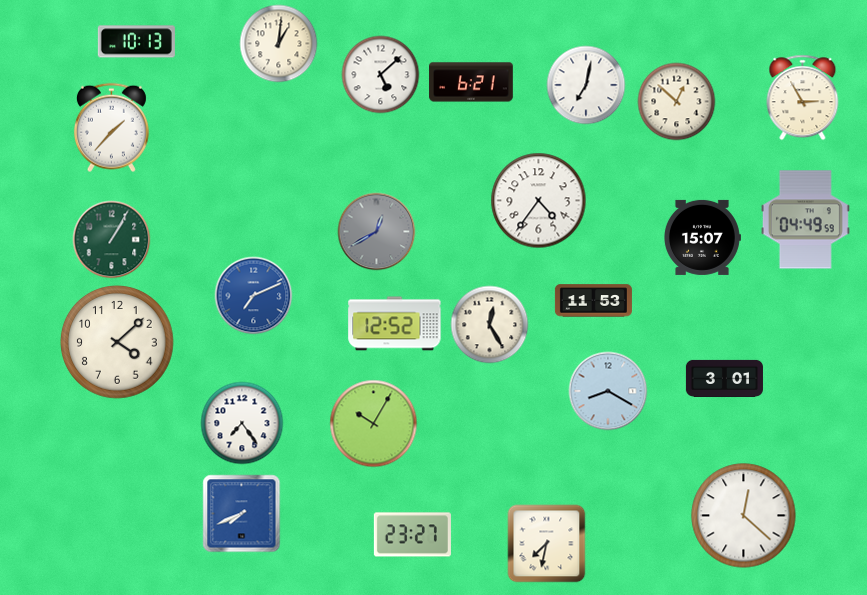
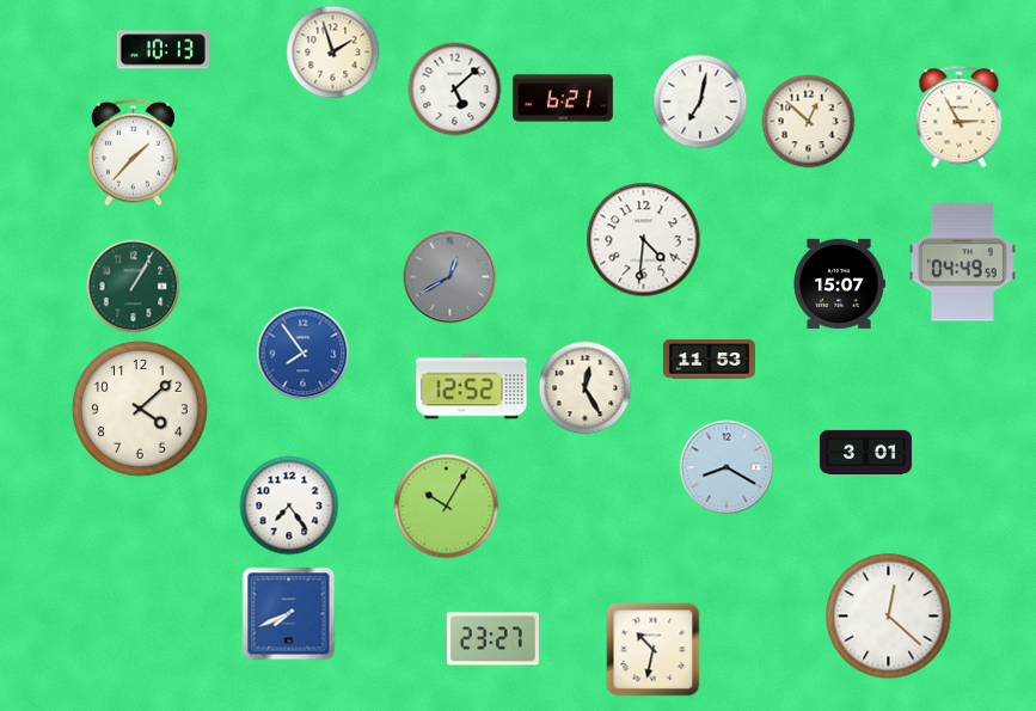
clock at (278, 43): 1:01 -> 1:57
clock at (538, 200): 4:36 -> 4:31
clock at (253, 295): 7:11 -> 7:54
clock at (546, 543): 7:32 -> 10:32
